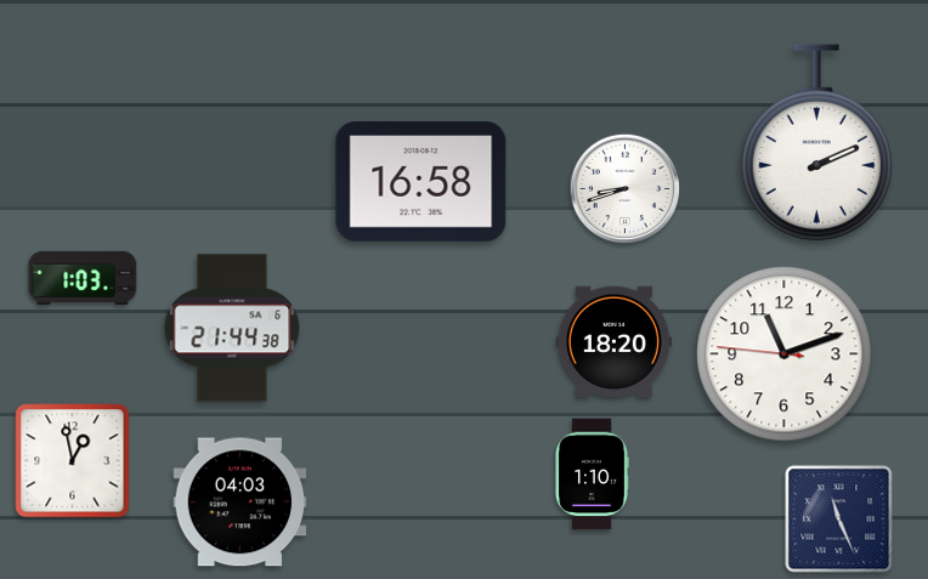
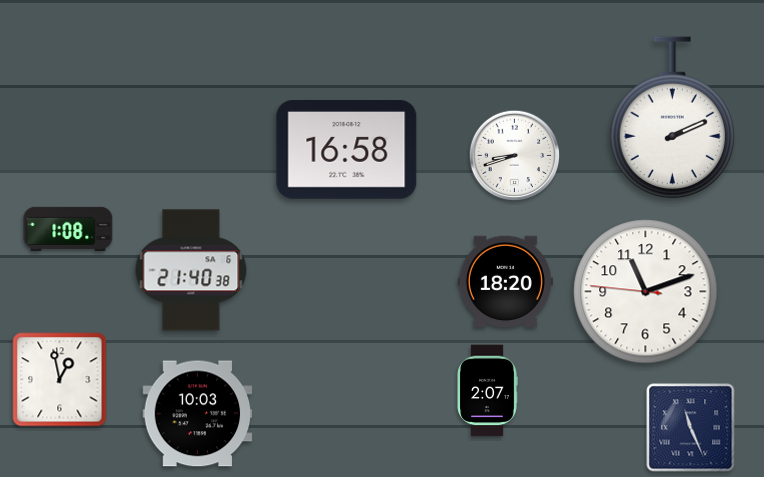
clock at (83, 278): 1:03 -> 1:08
clock at (232, 328): 21:44 -> 21:40
clock at (592, 475): 1:10 -> 2:07
clock at (241, 503): 04:03 -> 10:03
